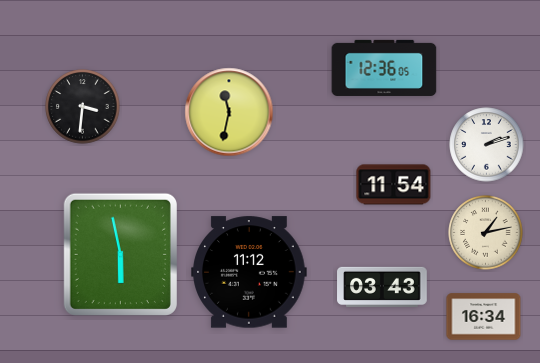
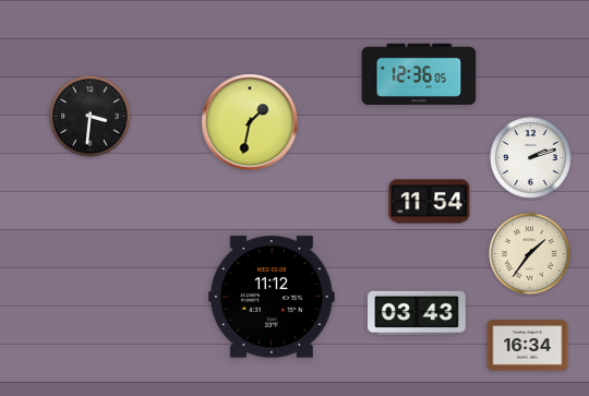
clock at (229, 112): 11:32 -> 1:32
clock at (486, 233): 1:13 -> 1:36
clock at (120, 254): 5:58 -> none
